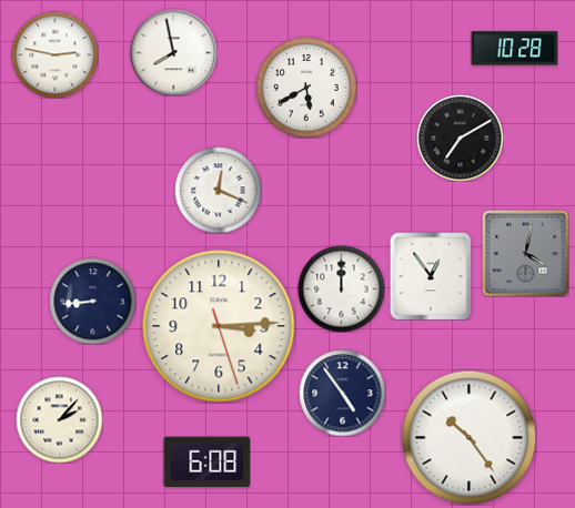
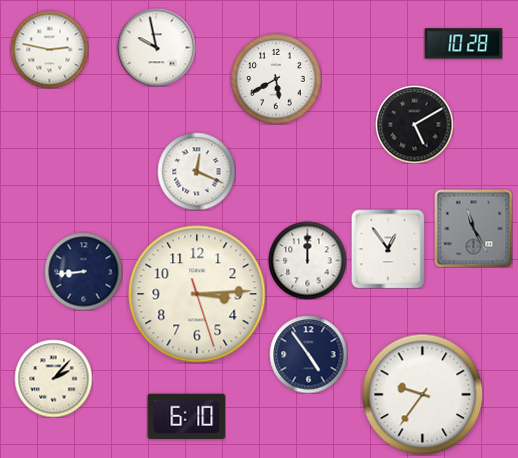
clock at (173, 52): 7:58 -> 9:58
clock at (460, 138): 7:10 -> 5:10
clock at (525, 253): 4:02 -> 11:25
clock at (468, 437): 10:24 -> 9:36
clock at (206, 463): 6:08 -> 6:10
